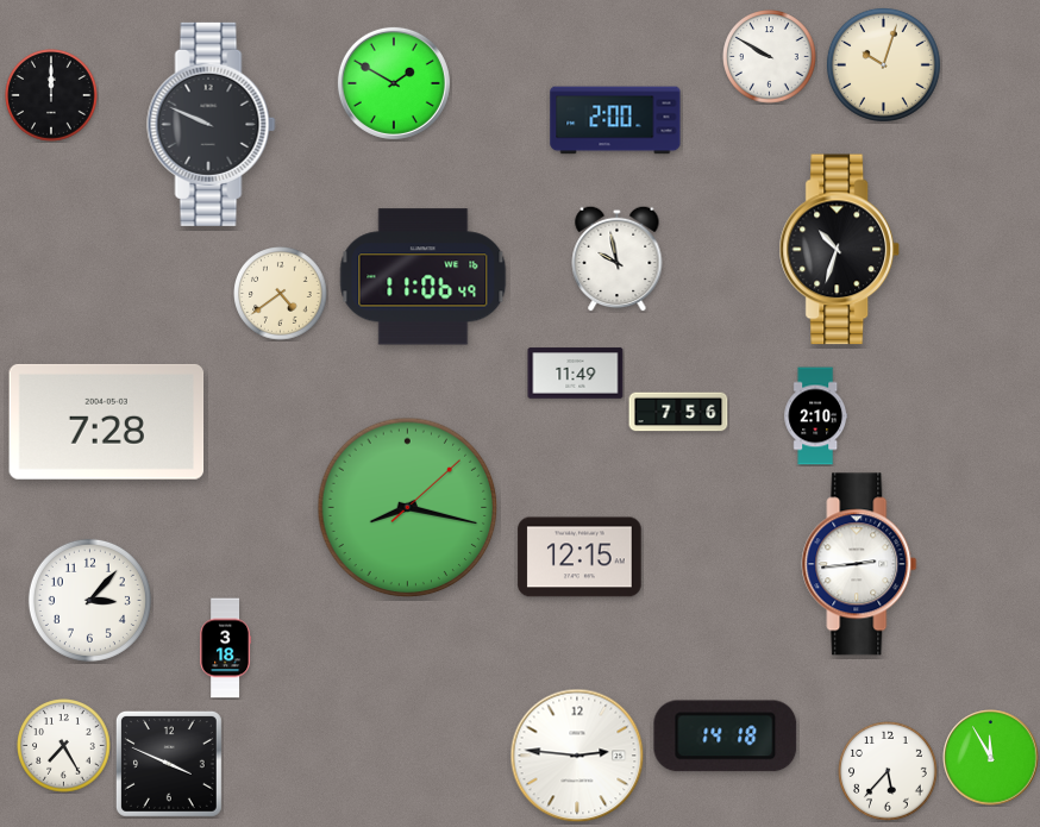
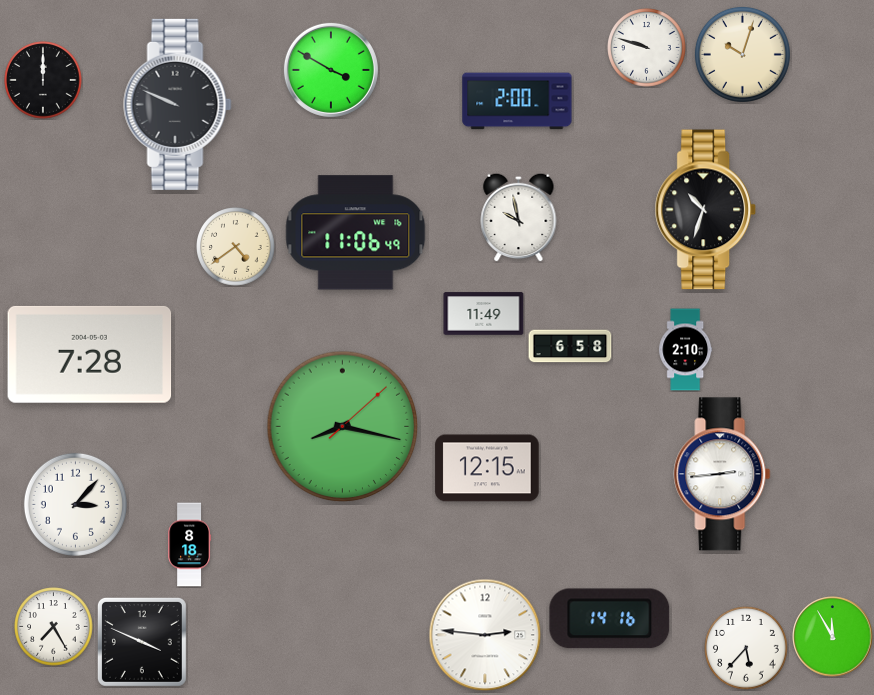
clock at (770, 57): 9:50 -> 9:48
clock at (394, 83): 1:50 -> 3:50
clock at (678, 412): 7:56 -> 6:58
clock at (226, 649): 3:18 -> 8:18
clock at (726, 737): 14:18 -> 14:16
